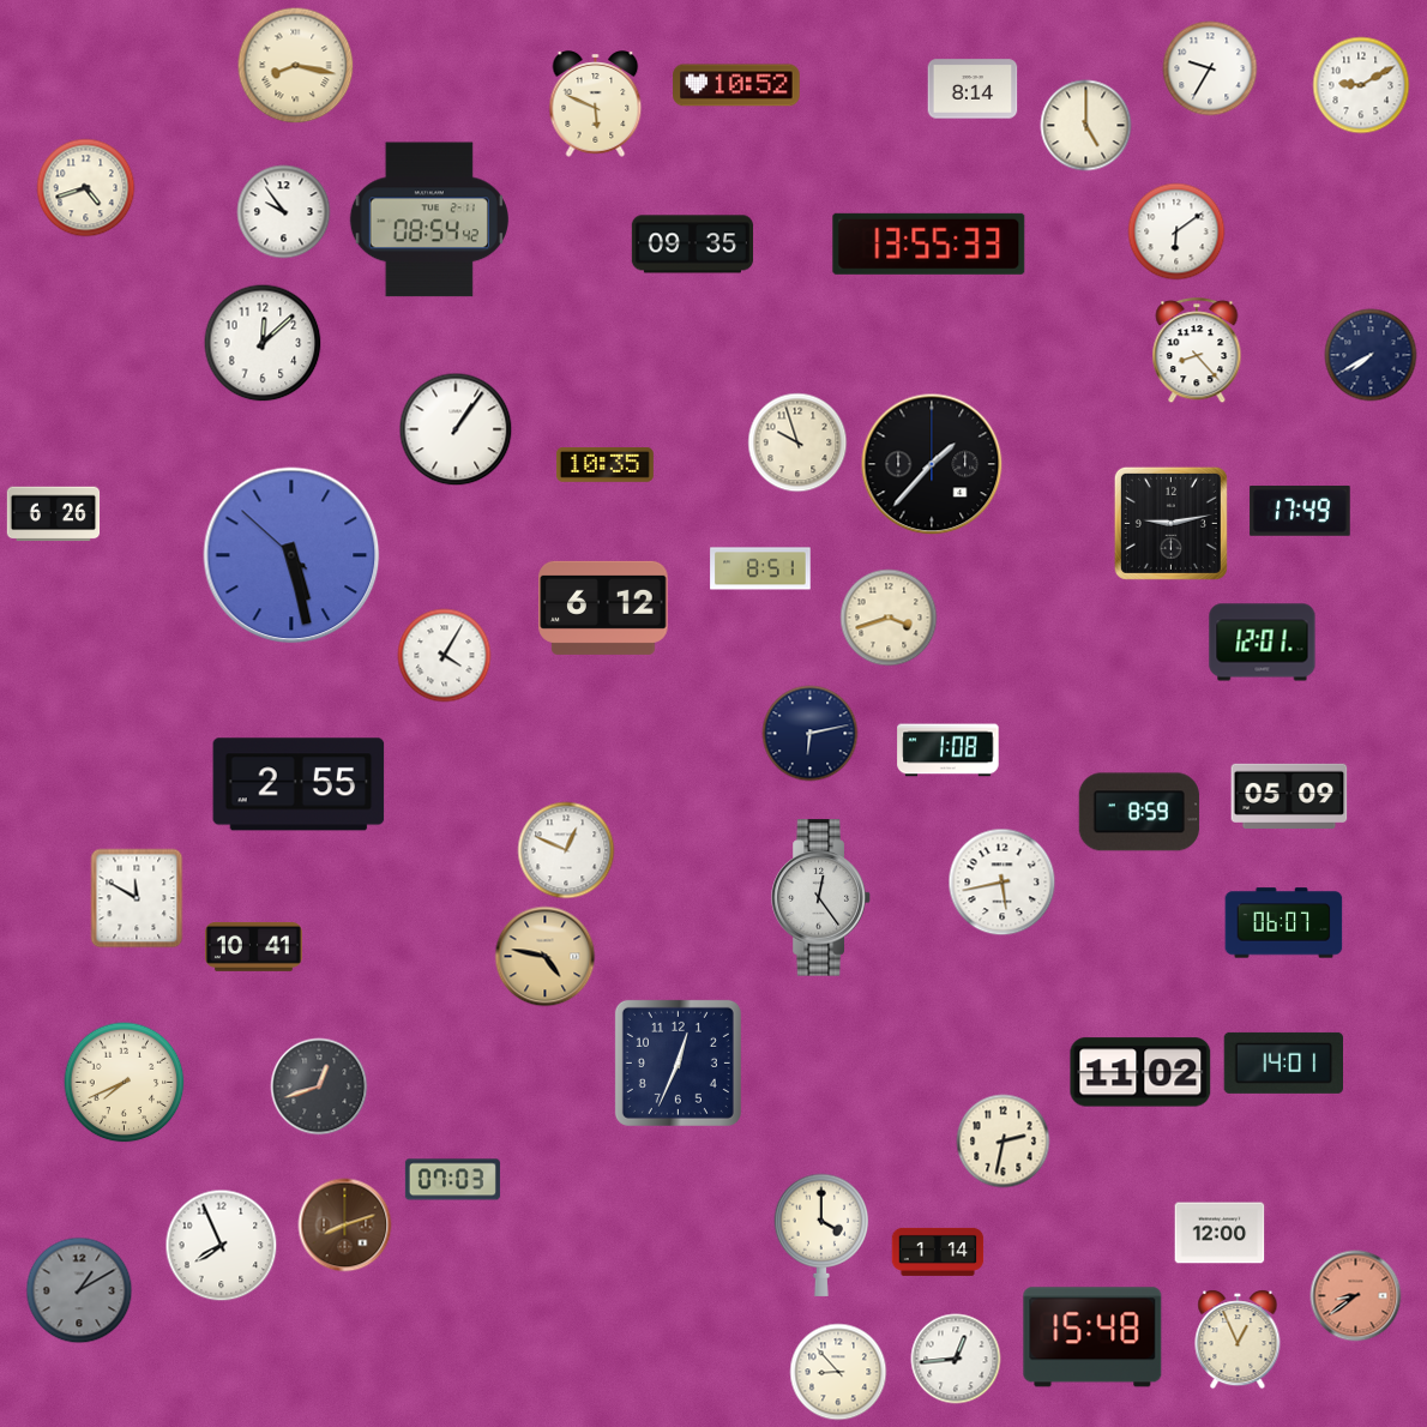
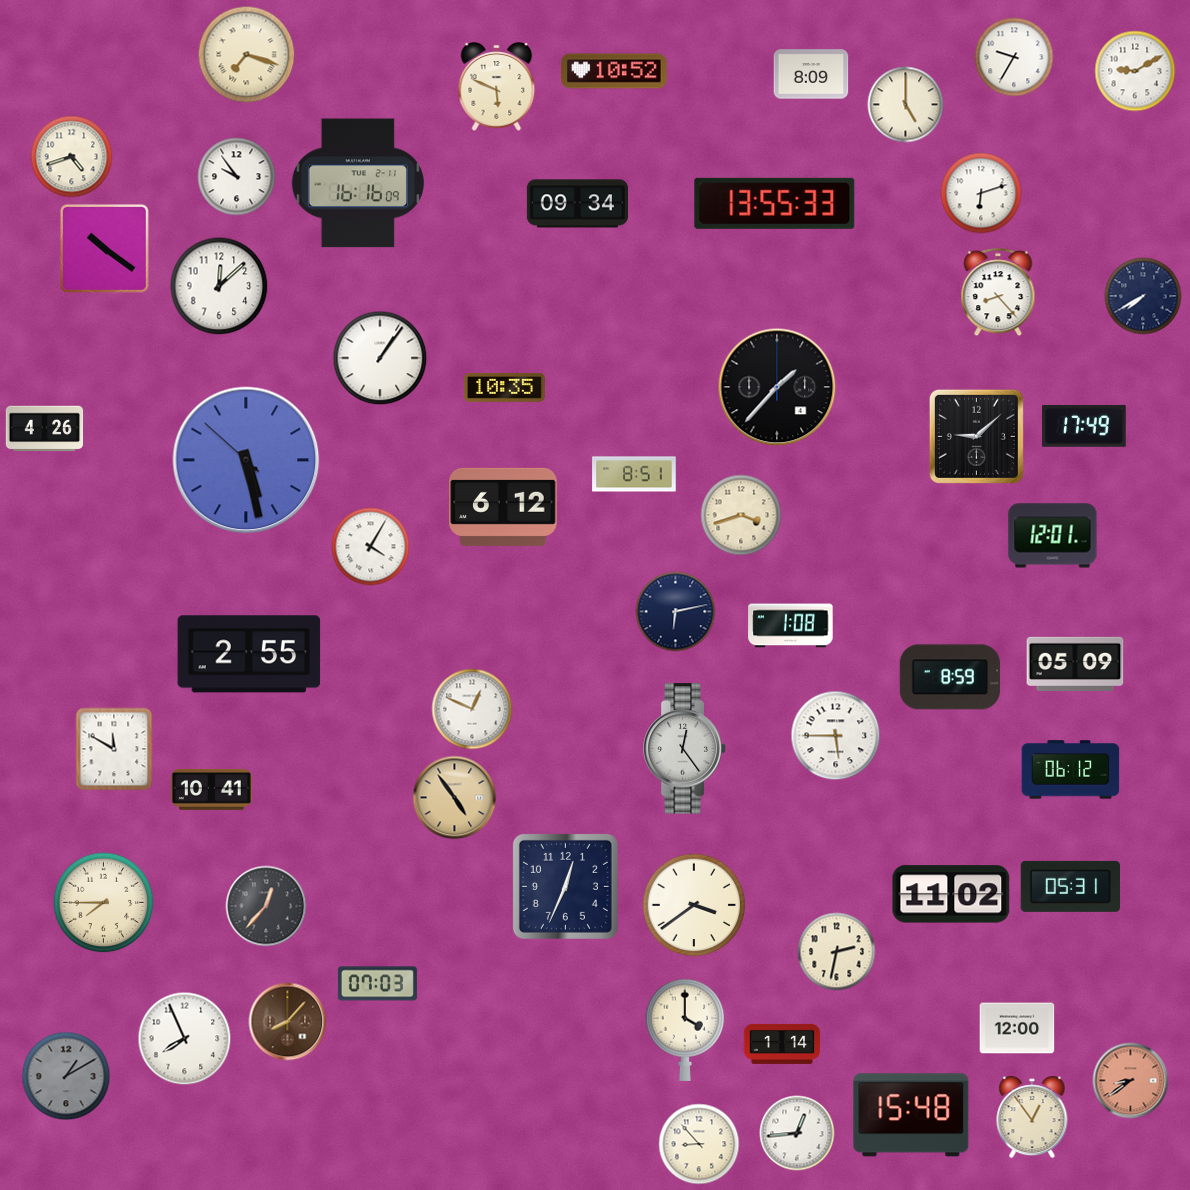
clock at (296, 66): 8:17 -> 7:18
clock at (1210, 68) position: (1210, 68) -> (1014, 57)
clock at (973, 89): 8:14 -> 8:09
clock at (429, 219): 08:54 -> 16:16
clock at (1176, 231): 6:09 -> 6:12
clock at (692, 245): 09:35 -> 09:34
clock at (104, 248): none -> 10:21
clock at (797, 442): 9:57 -> none
clock at (54, 514): 6:26 -> 4:26
clock at (1170, 523): 9:13 -> 9:08
clock at (291, 555) position: (291, 555) -> (246, 460)
clock at (1002, 883): 5:43 -> 5:45
clock at (1284, 923): 06:07 -> 06:12
clock at (546, 957): 4:47 -> 4:54
clock at (1284, 1062): 14:01 -> 05:31
clock at (125, 1083): 7:41 -> 7:45
clock at (694, 905): none -> 3:39
clock at (319, 1086): 12:42 -> 12:37
clock at (345, 1226): 8:12 -> 8:07
clock at (1238, 1339): 12:56 -> 12:54
